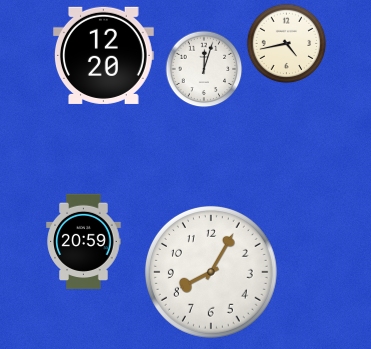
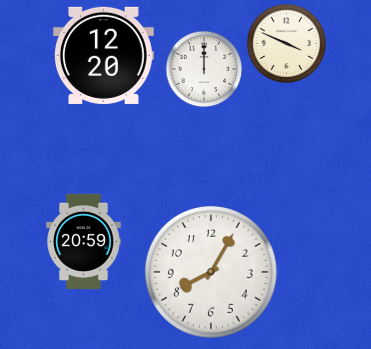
clock at (287, 44): 4:43 -> 3:49
clock at (204, 69): 12:03 -> 12:00
